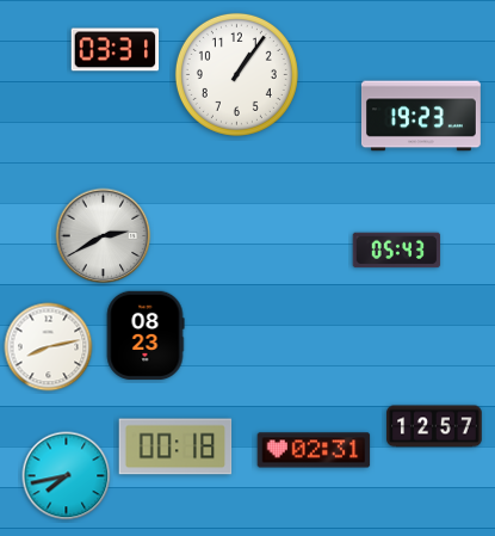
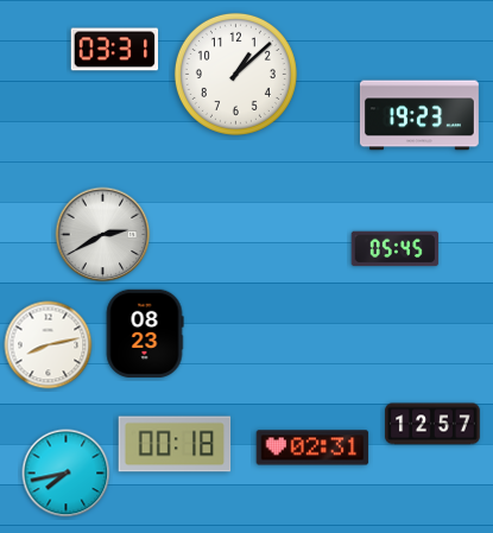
clock at (236, 74): 1:06 -> 1:08
clock at (397, 251): 05:43 -> 05:45
